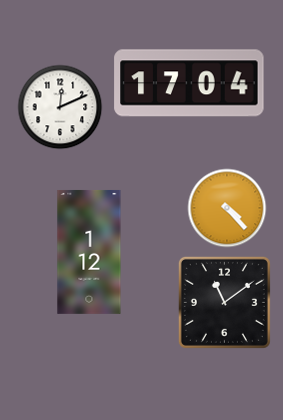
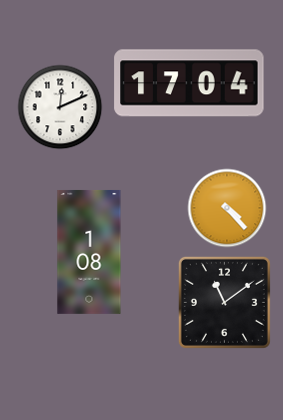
clock at (89, 252): 1:12 -> 1:08
